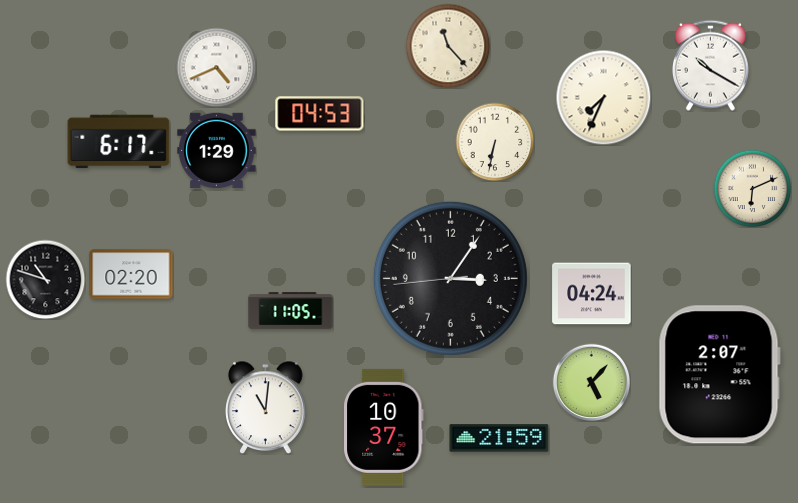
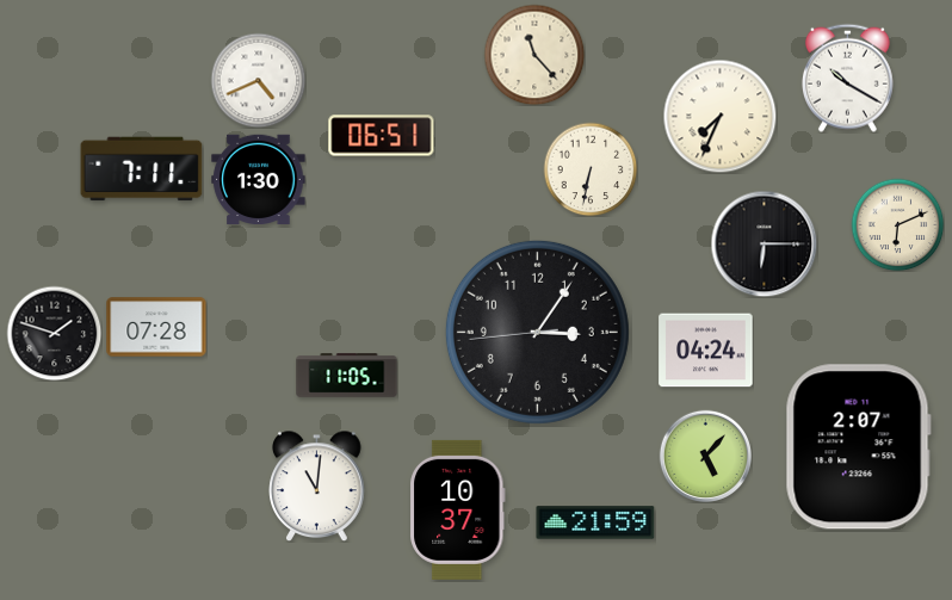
clock at (320, 114): 04:53 -> 06:51
clock at (119, 142): 6:17 -> 7:11
clock at (217, 150): 1:29 -> 1:30
clock at (764, 243): none -> 6:15
clock at (131, 274): 02:20 -> 07:28
clock at (45, 279): 10:48 -> 1:48
clock at (291, 311) position: (291, 311) -> (347, 376)
